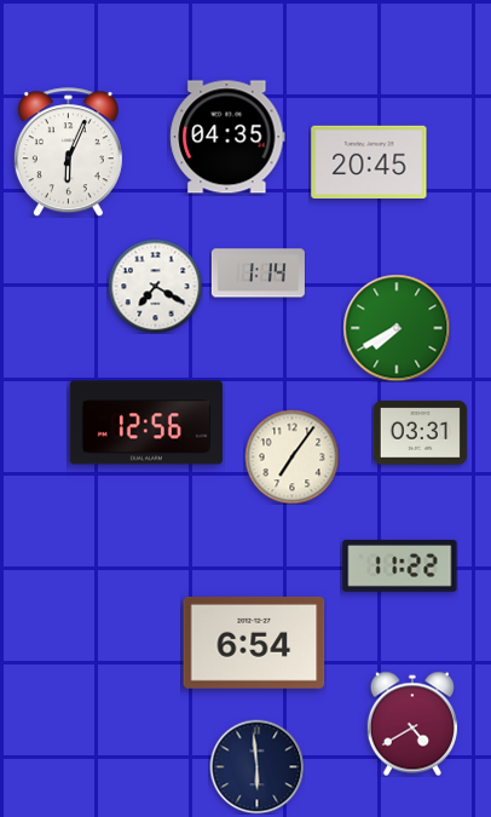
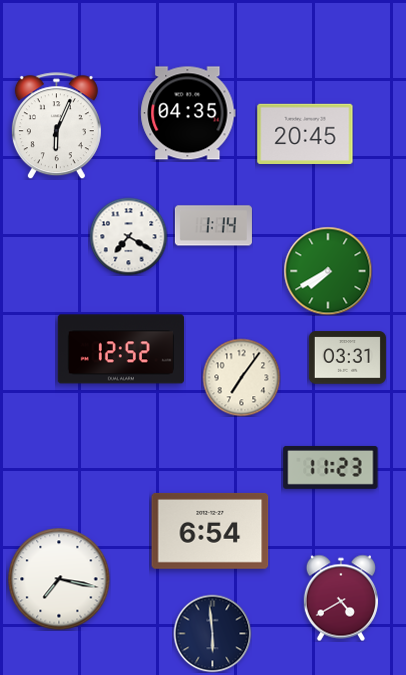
clock at (146, 422): 12:56 -> 12:52
clock at (400, 565): 11:22 -> 11:23
clock at (59, 579): none -> 7:17
